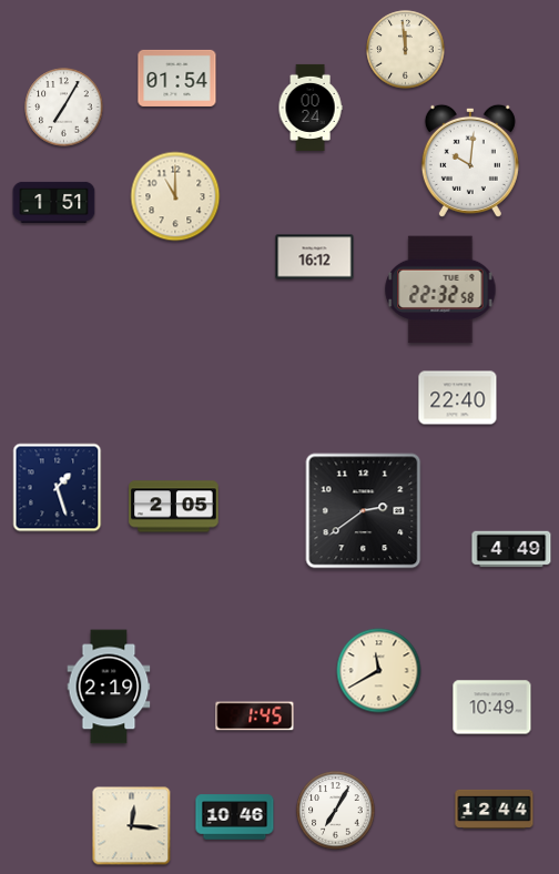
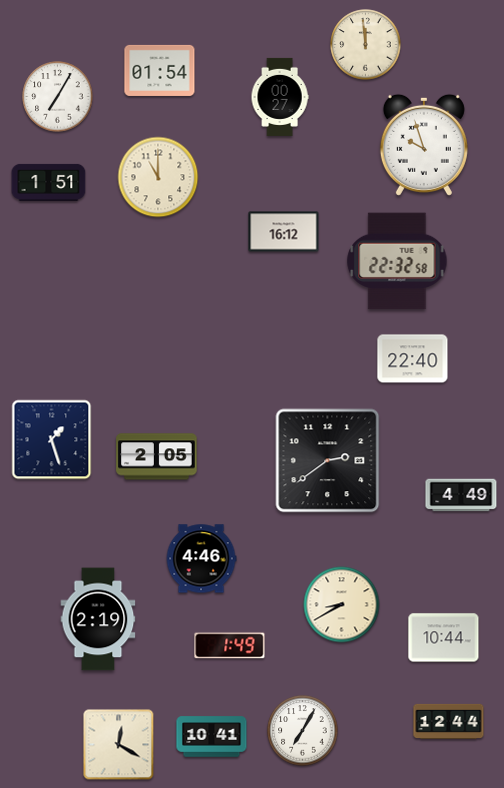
clock at (311, 108): 00:24 -> 00:27
clock at (470, 161): 10:01 -> 9:57
clock at (201, 559): none -> 4:46
clock at (379, 671): 11:40 -> 8:40
clock at (492, 708): 10:49 -> 10:44
clock at (255, 717): 1:45 -> 1:49
clock at (495, 809) position: (495, 809) -> (449, 721)
clock at (235, 817): 10:46 -> 10:41
clock at (132, 826): 12:16 -> 12:20
